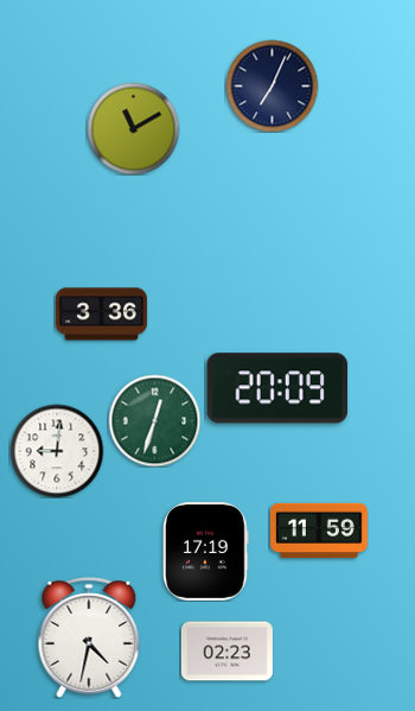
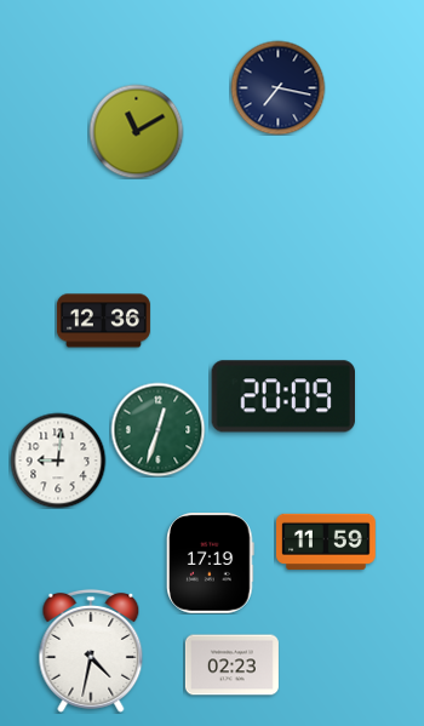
clock at (272, 85): 7:04 -> 7:17
clock at (101, 315): 3:36 -> 12:36
